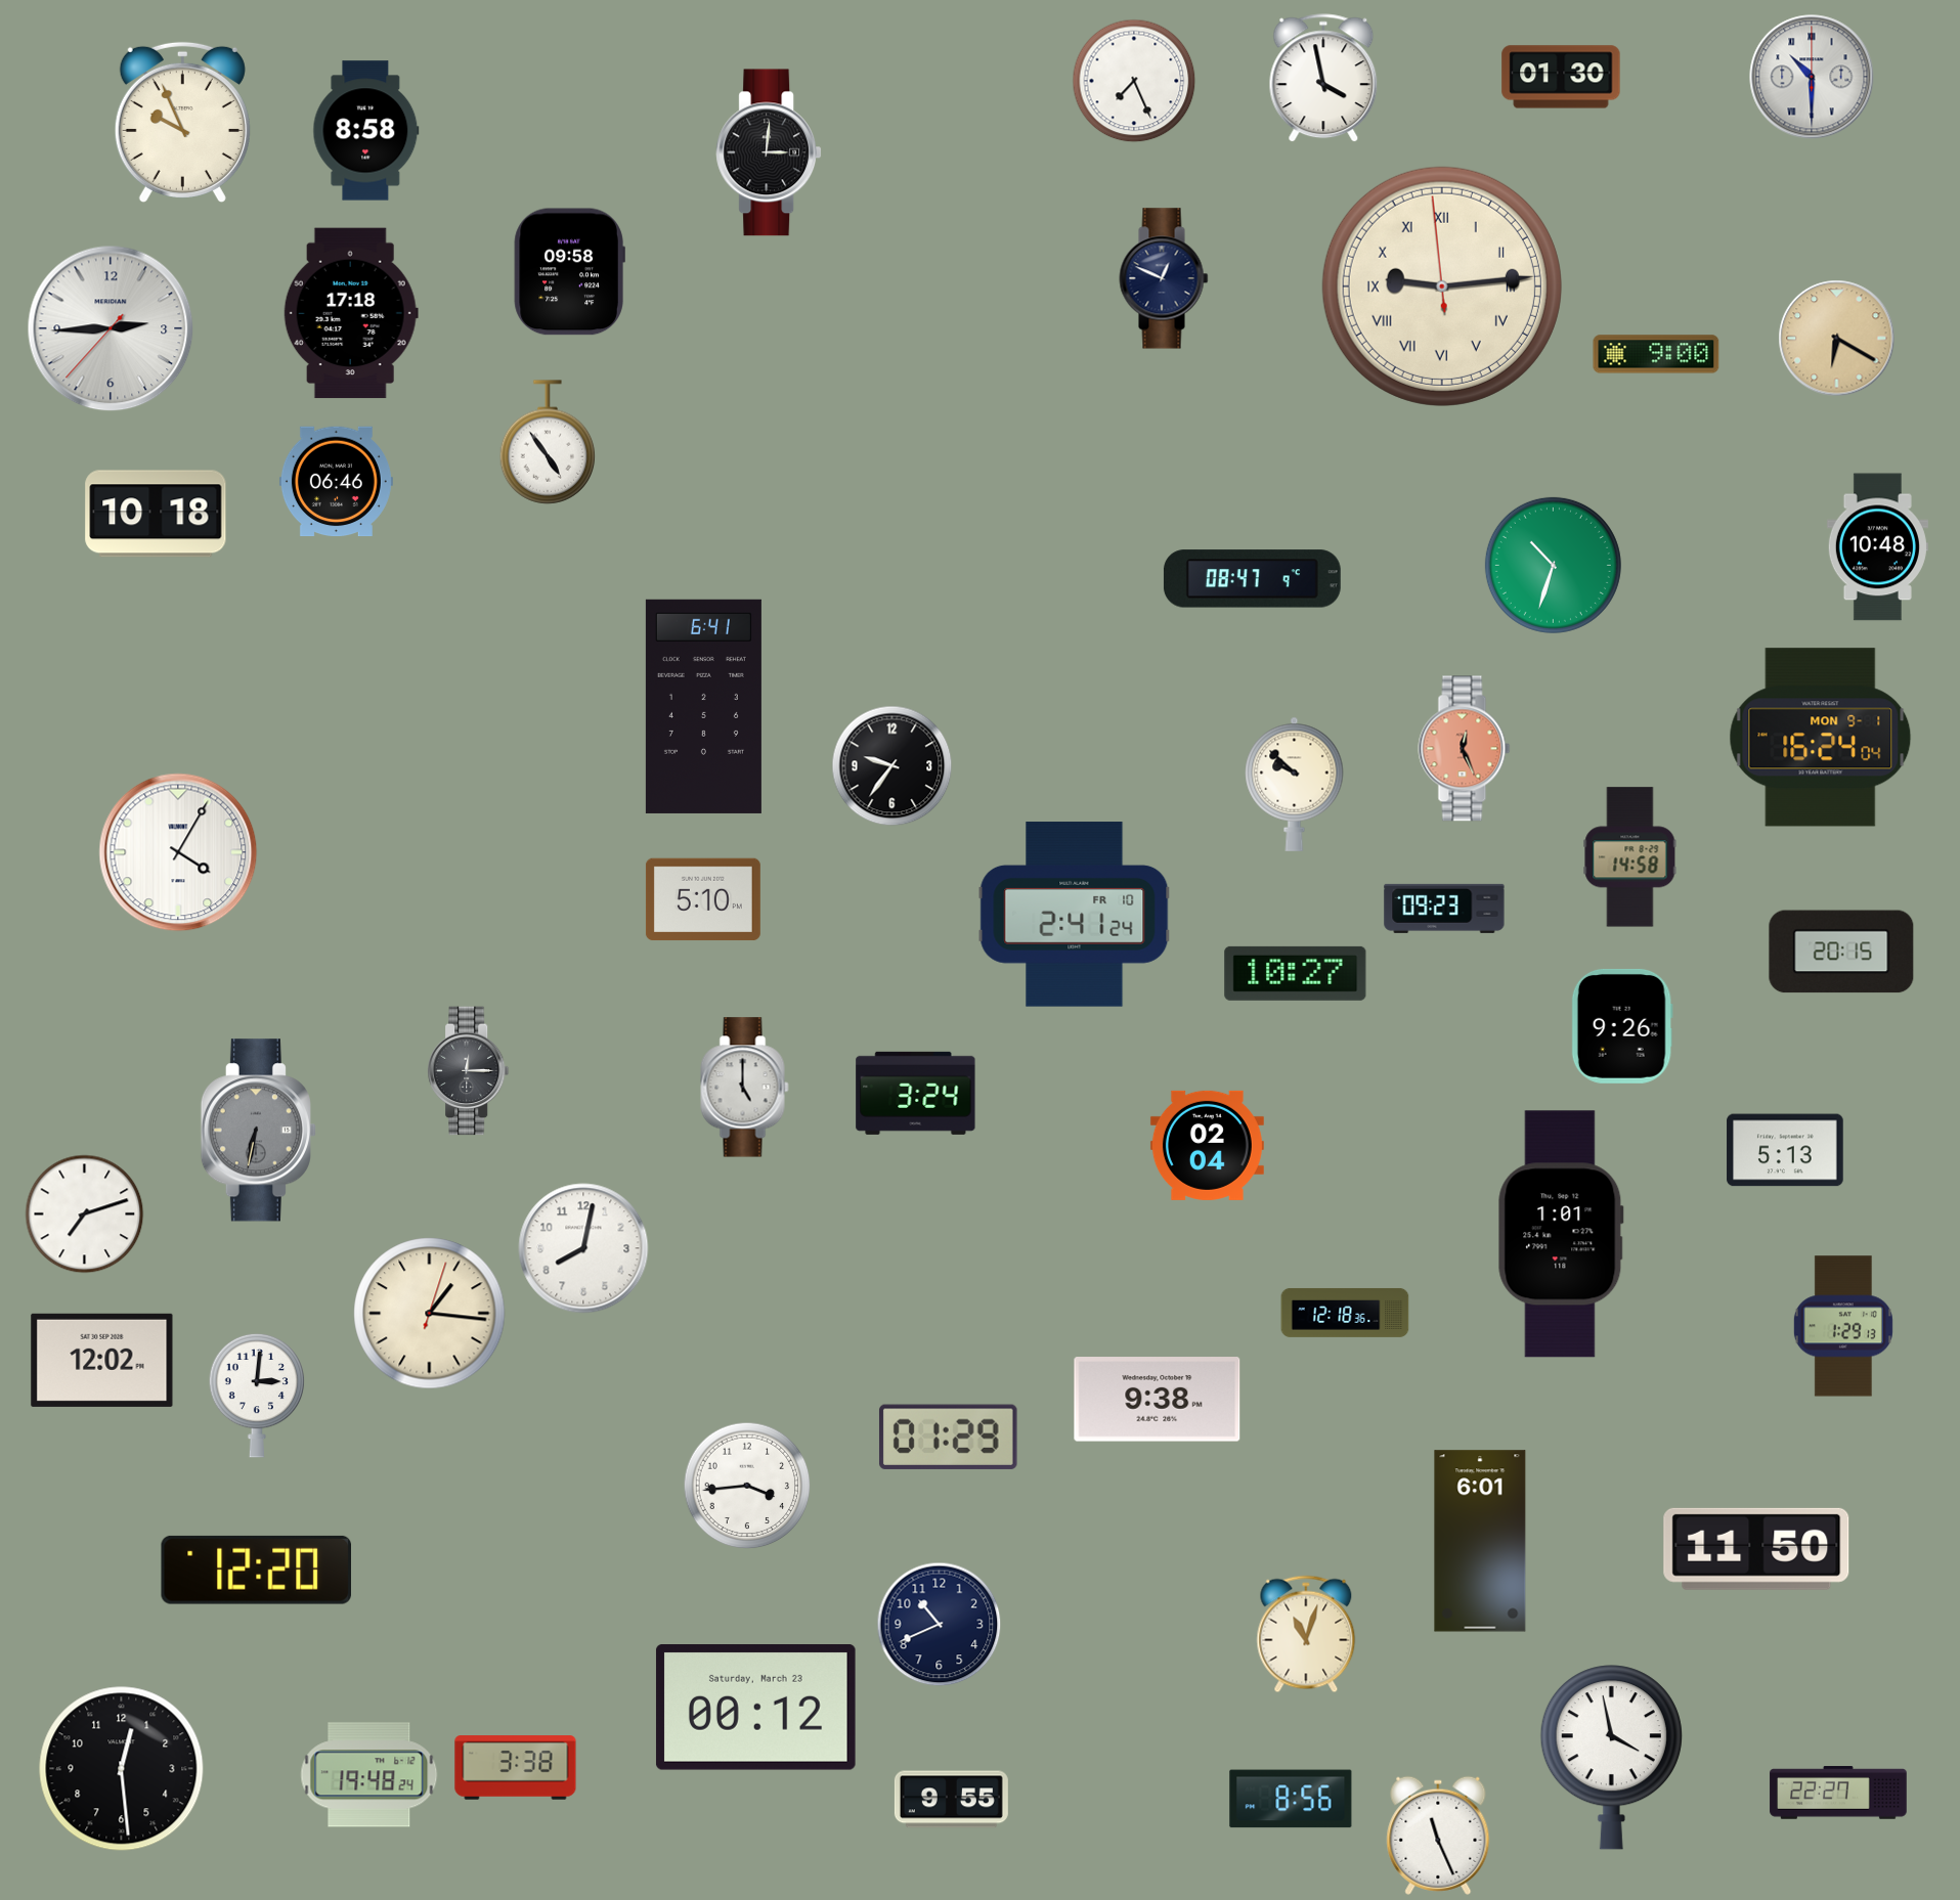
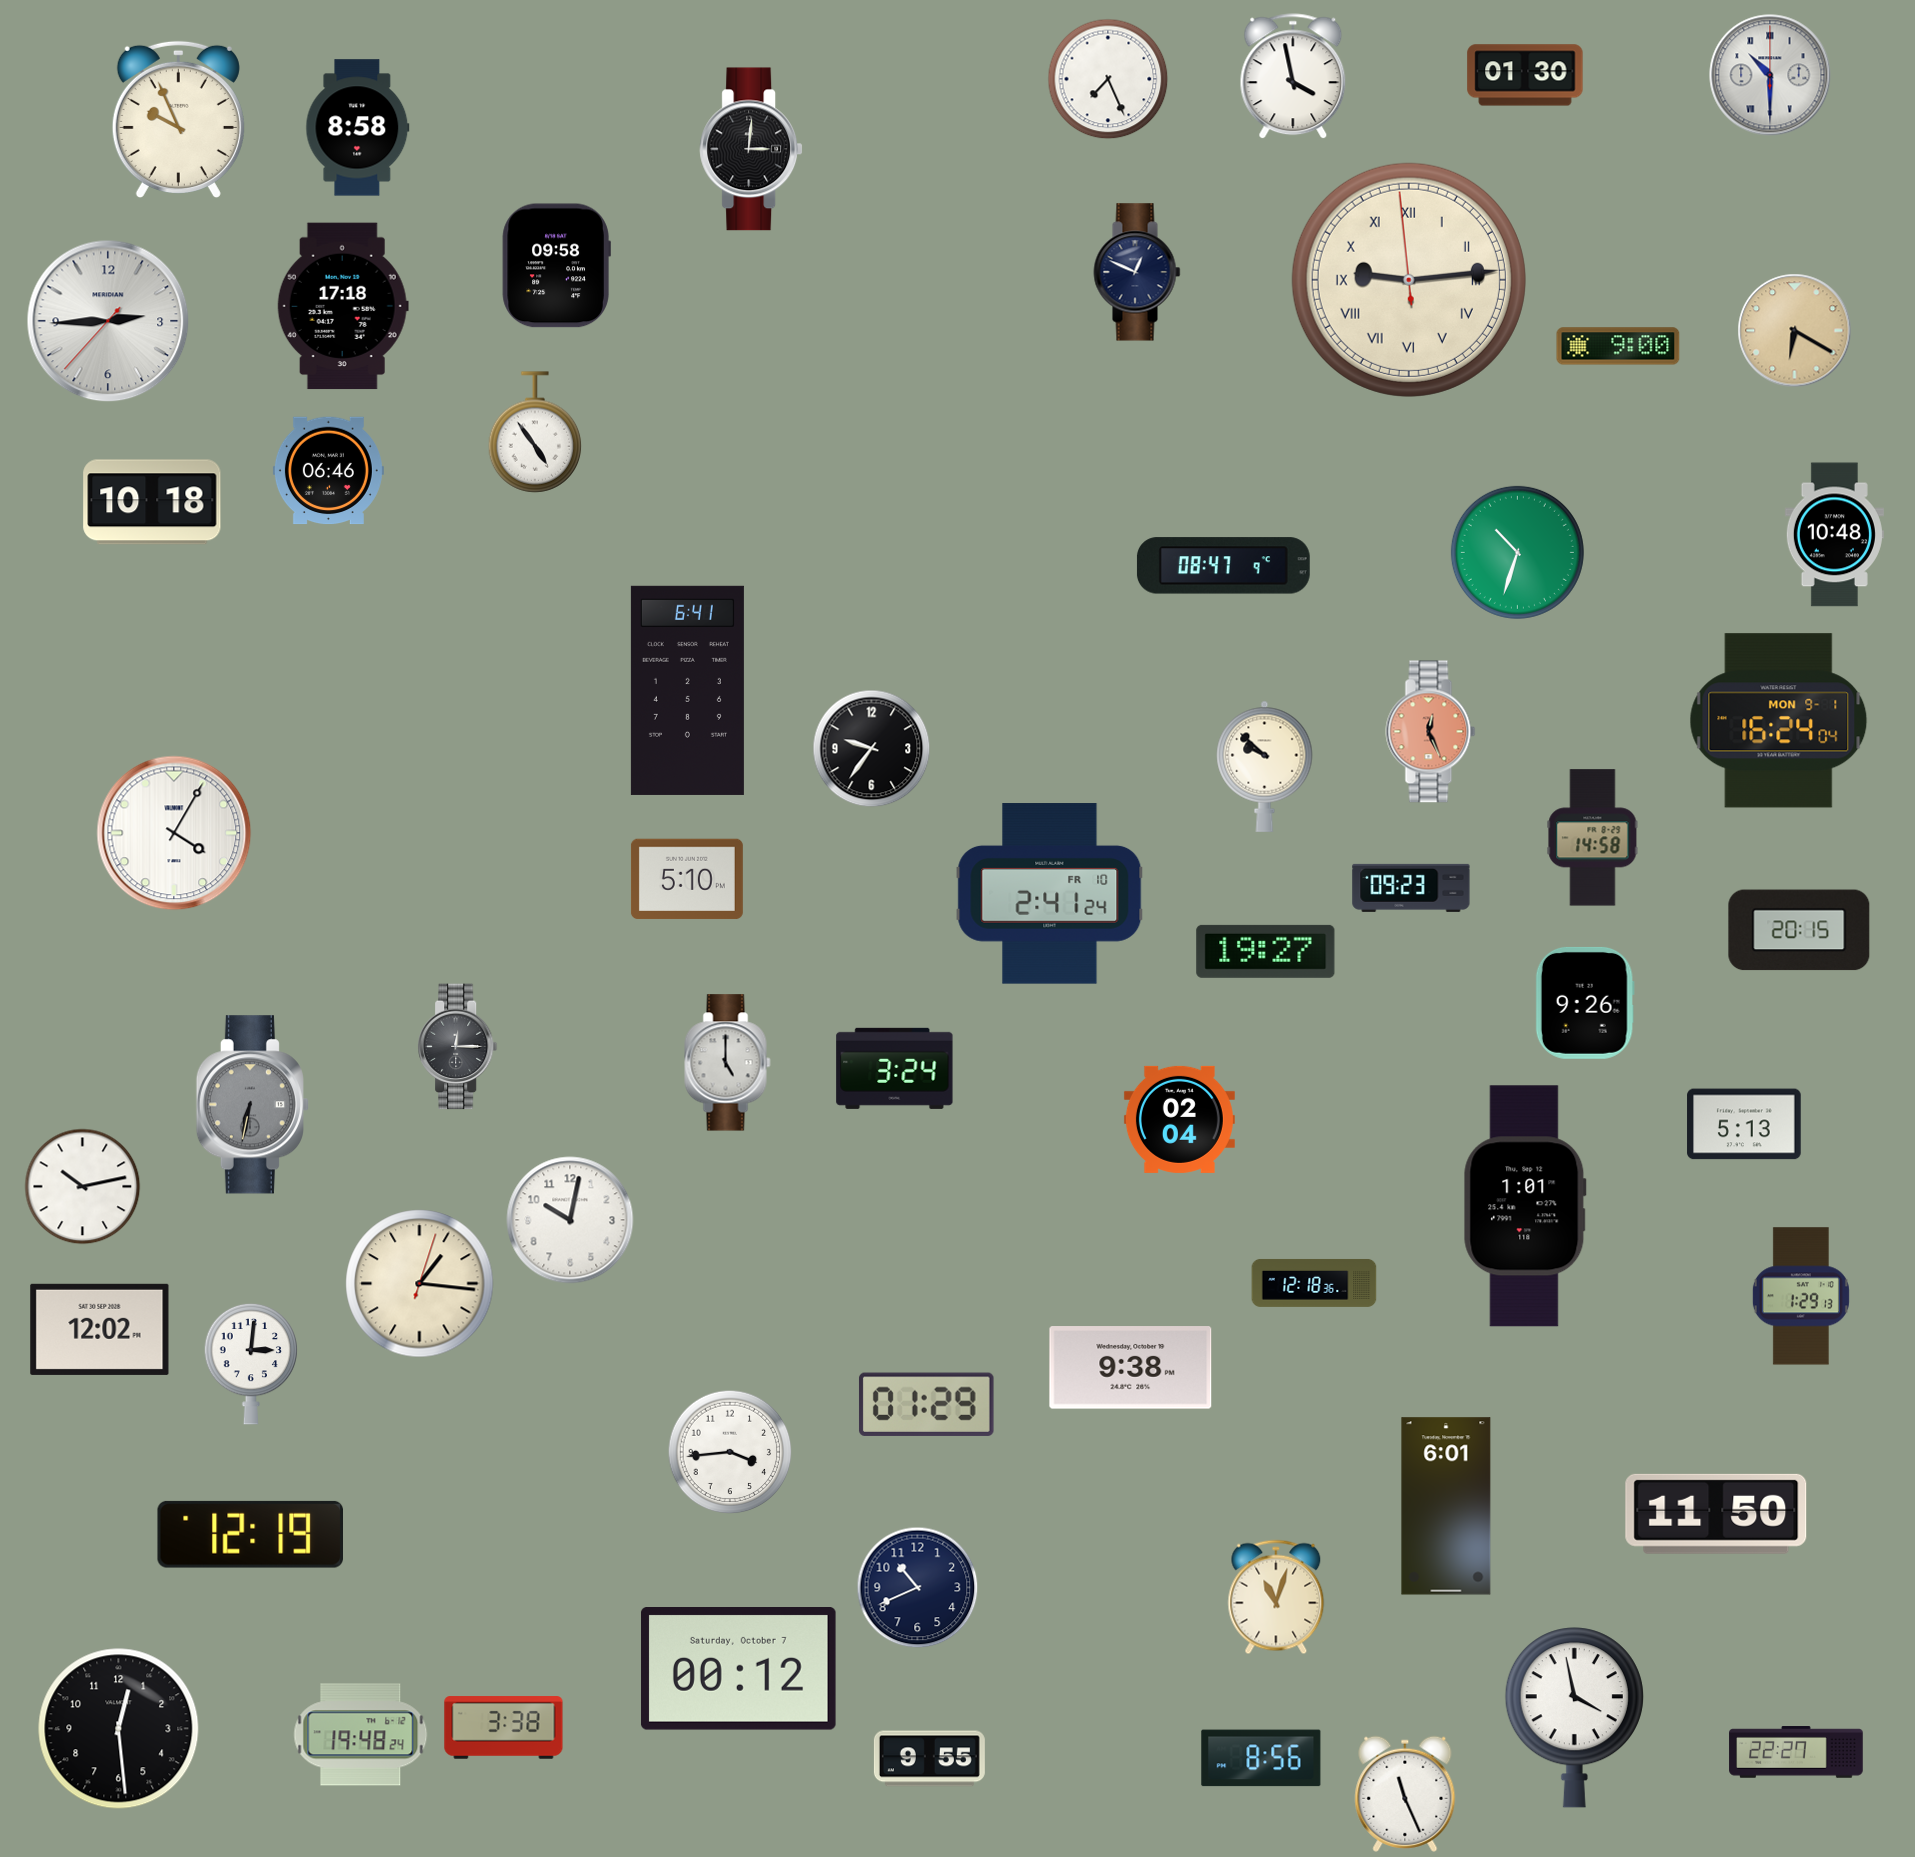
clock at (1296, 973): 10:27 -> 19:27
clock at (85, 1214): 7:12 -> 10:13
clock at (583, 1248): 8:02 -> 10:02
clock at (256, 1570): 12:20 -> 12:19
clock at (755, 1708) date: Saturday, March 23 -> Saturday, October 7
